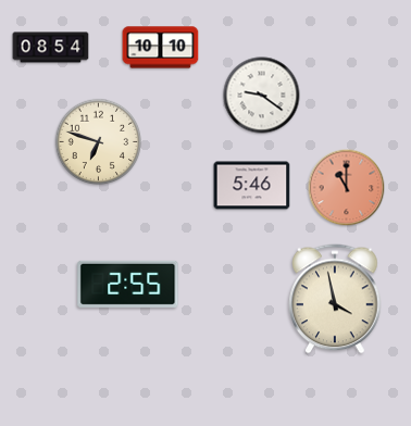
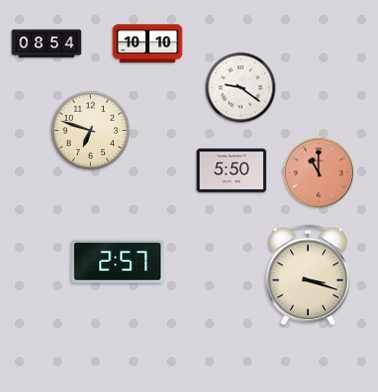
clock at (252, 186): 5:46 -> 5:50
clock at (128, 284): 2:55 -> 2:57
clock at (335, 299): 3:58 -> 3:18
